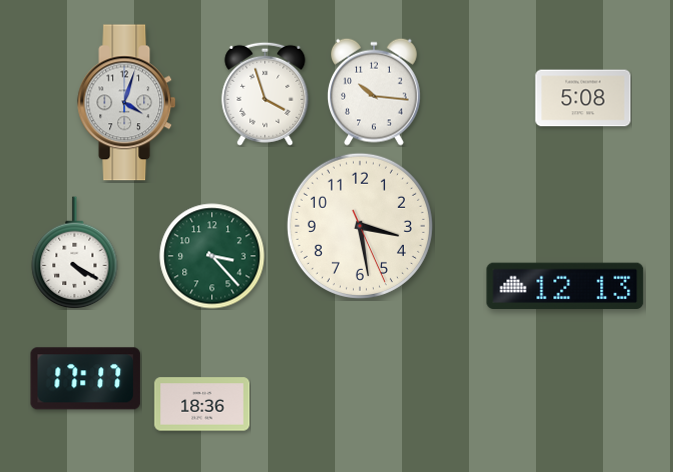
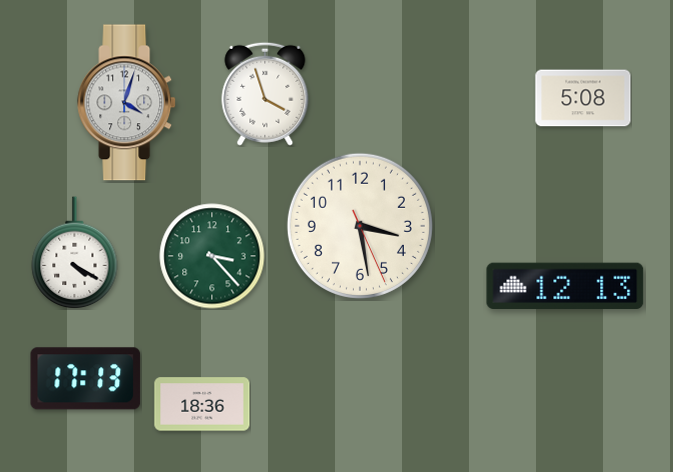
clock at (374, 92): 10:16 -> none
clock at (86, 379): 17:17 -> 17:13
